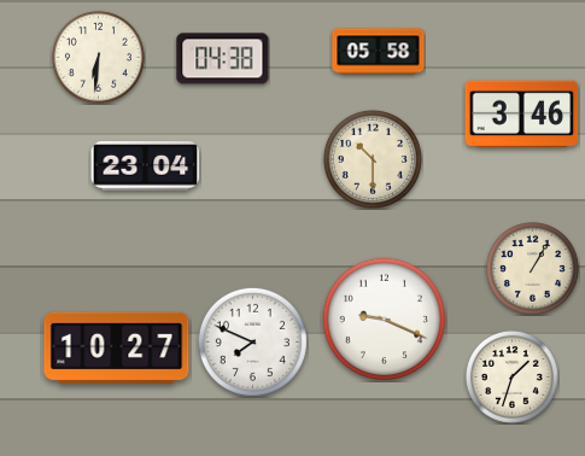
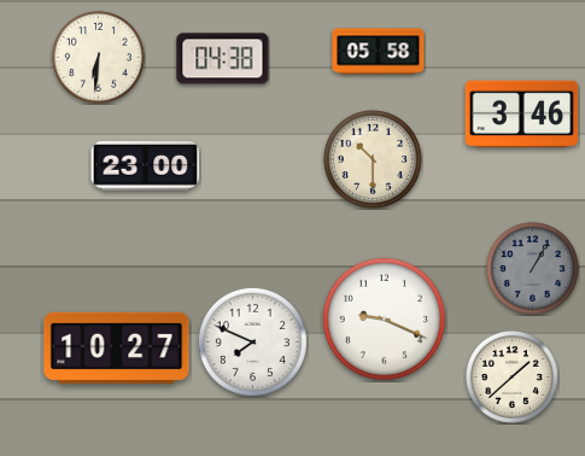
clock at (146, 166): 23:04 -> 23:00
clock at (532, 268) dial: cream -> grey
clock at (511, 376): 1:33 -> 1:38
